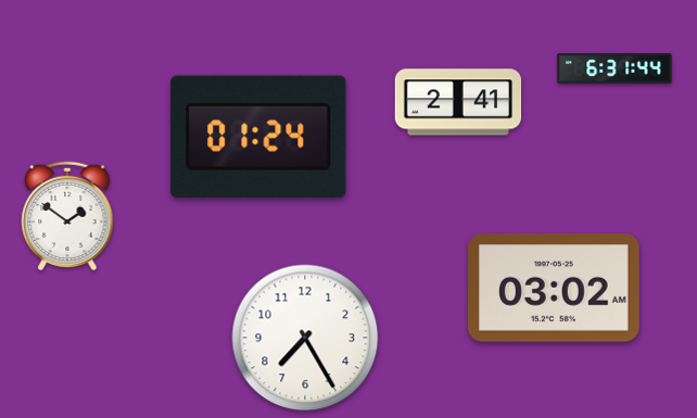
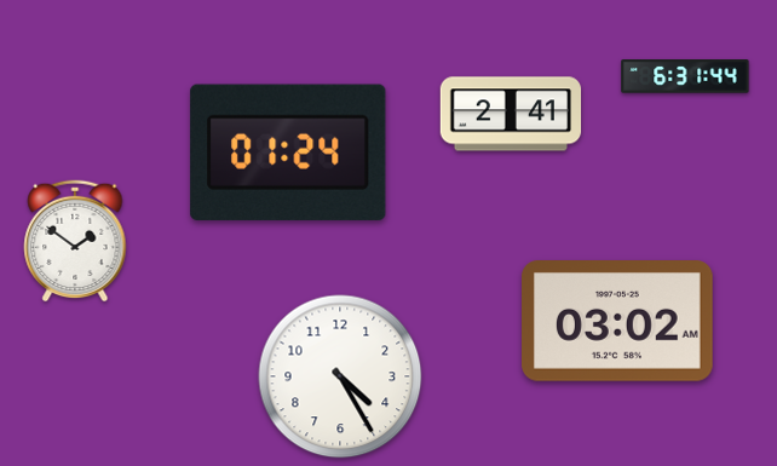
clock at (305, 338): 7:25 -> 4:25
